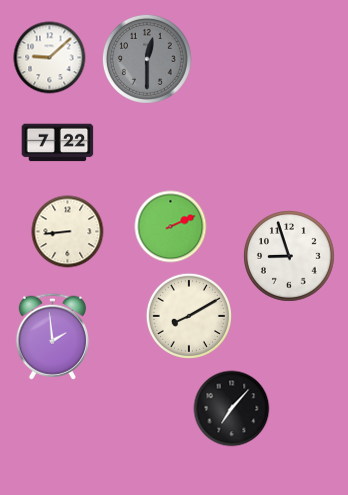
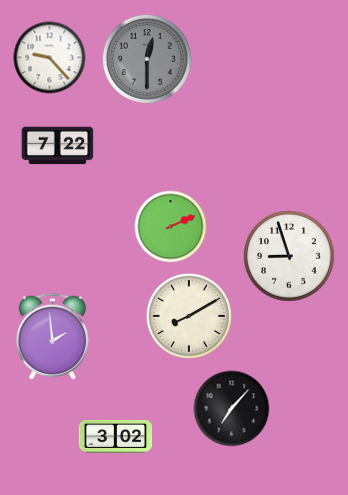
clock at (50, 58): 9:08 -> 9:23
clock at (58, 143) position: (58, 143) -> (58, 146)
clock at (68, 232): 8:44 -> none
clock at (116, 436): none -> 3:02
